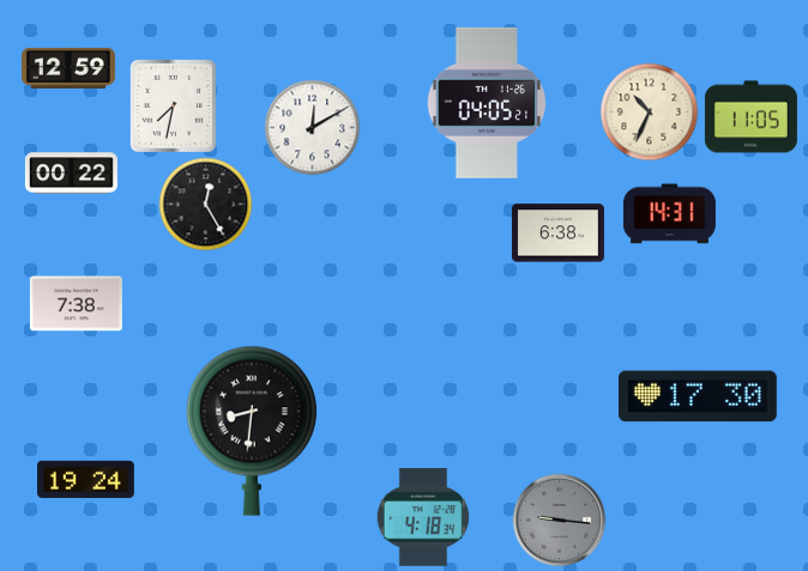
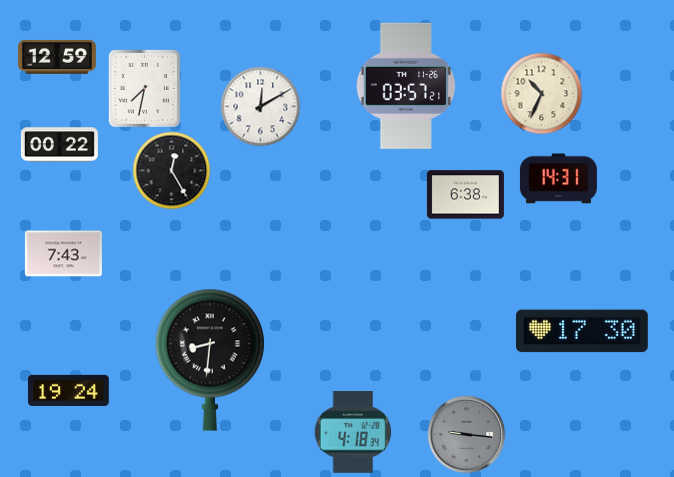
clock at (487, 103): 04:05 -> 03:57
clock at (750, 117): 11:05 -> none
clock at (76, 304): 7:38 -> 7:43
clock at (86, 479) position: (86, 479) -> (69, 390)
